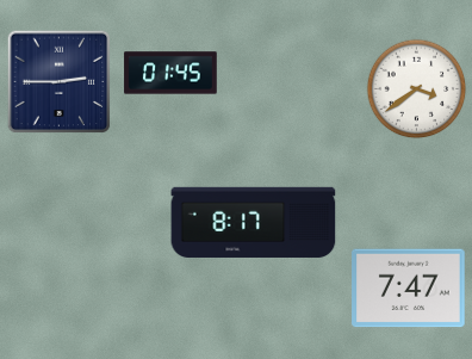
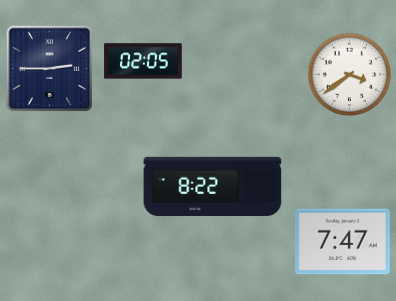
clock at (170, 73): 01:45 -> 02:05
clock at (254, 222): 8:17 -> 8:22
